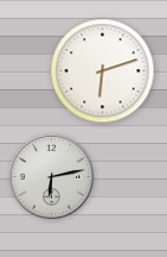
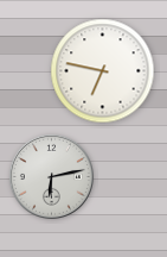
clock at (103, 71): 6:12 -> 6:47
